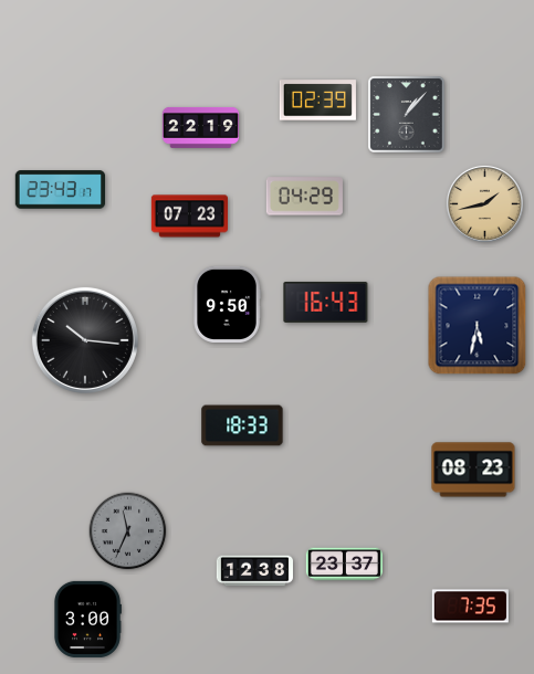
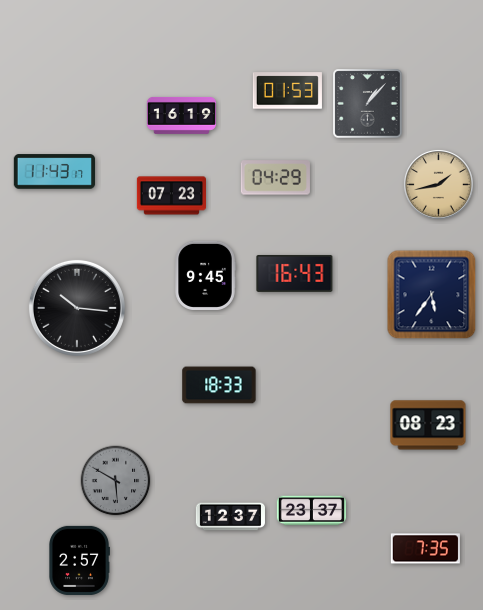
clock at (317, 101): 02:39 -> 01:53
clock at (200, 127): 22:19 -> 16:19
clock at (61, 190): 23:43 -> 11:43
clock at (227, 304): 9:50 -> 9:45
clock at (478, 326): 5:32 -> 5:36
clock at (128, 531): 11:34 -> 5:50
clock at (254, 571): 12:38 -> 12:37
clock at (87, 619): 3:00 -> 2:57
